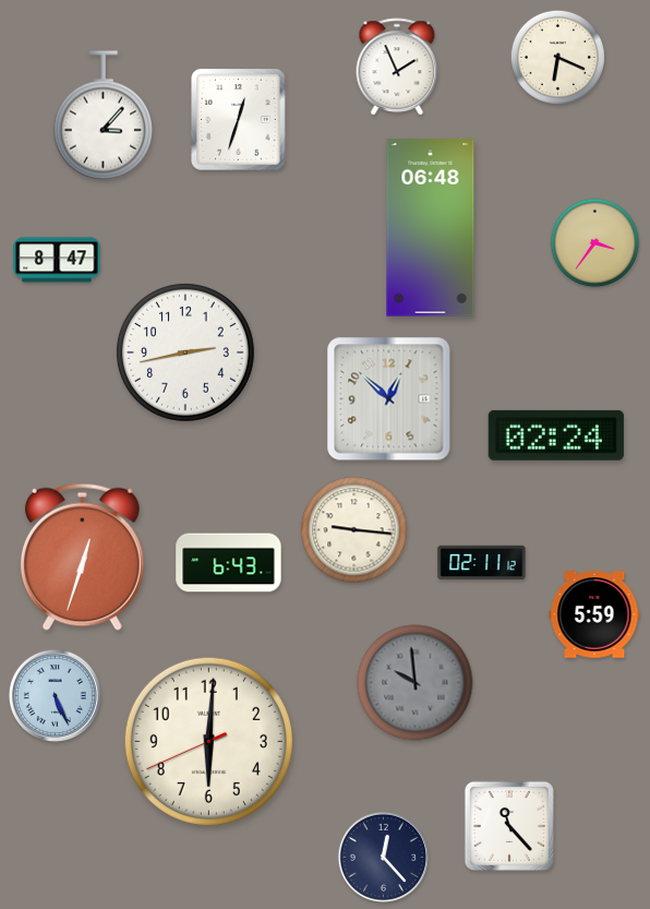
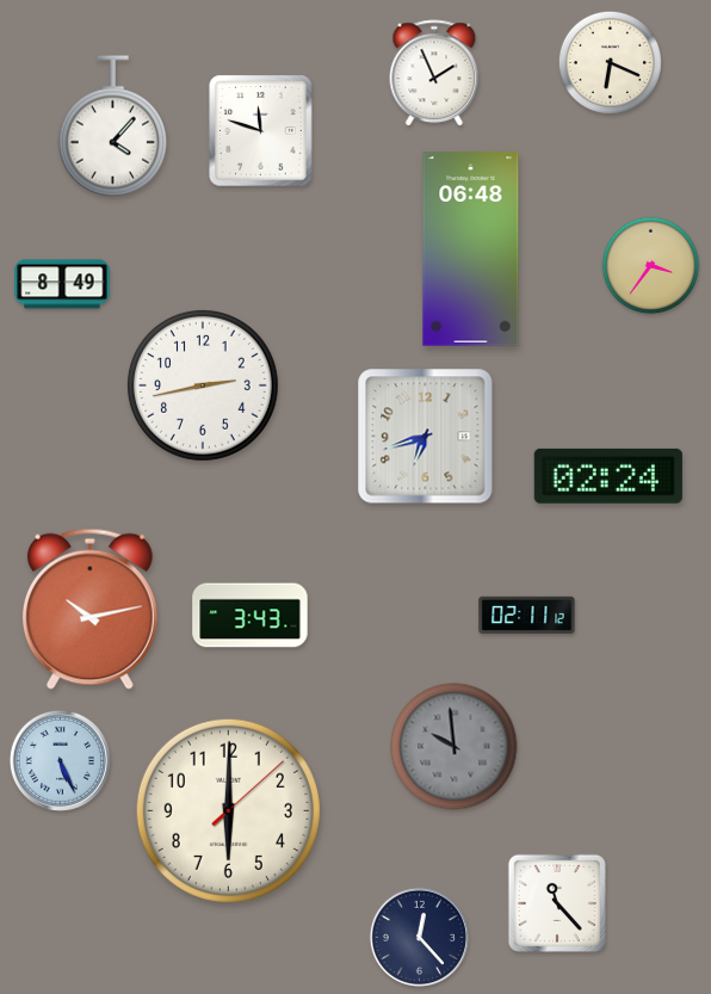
clock at (103, 116): 3:07 -> 4:07
clock at (239, 120): 12:33 -> 11:48
clock at (57, 260): 8:47 -> 8:49
clock at (389, 399): 12:52 -> 6:42
clock at (354, 530): 9:16 -> none
clock at (82, 557): 12:33 -> 10:13
clock at (229, 563): 6:43 -> 3:43
clock at (594, 614): 5:59 -> none
clock at (208, 741): 6:00:41 -> 6:00:08
